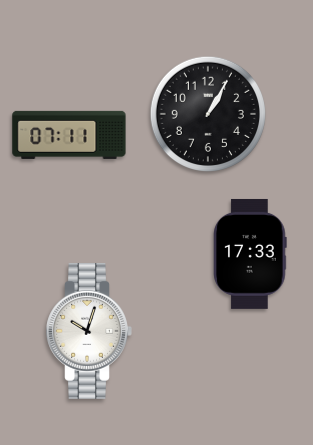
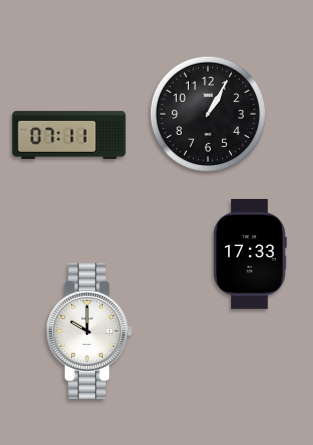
clock at (89, 331): 10:03 -> 10:00
